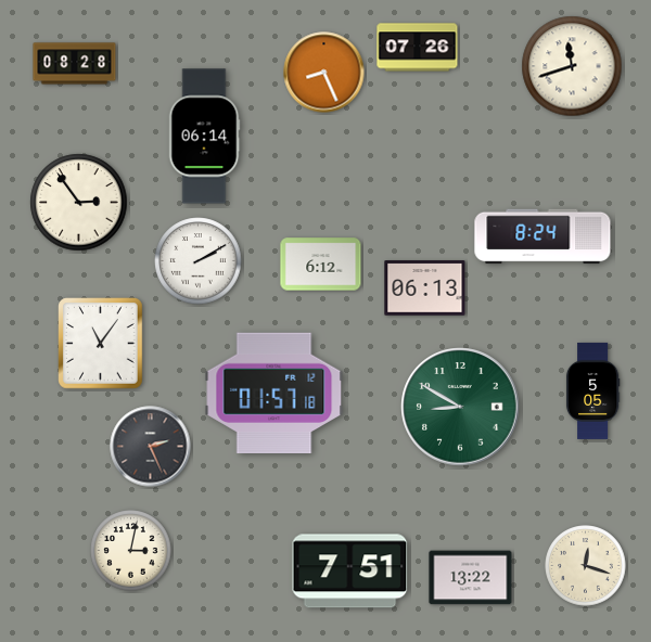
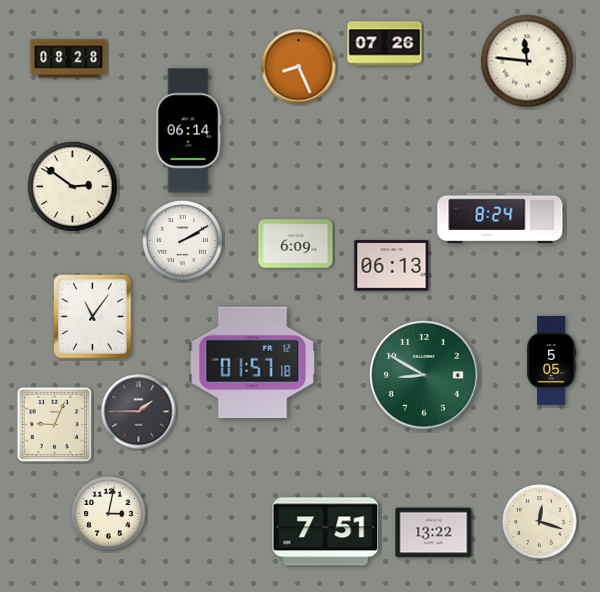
clock at (572, 66): 11:42 -> 11:46
clock at (204, 137) position: (204, 137) -> (188, 131)
clock at (79, 203): 2:54 -> 2:51
clock at (321, 265): 6:12 -> 6:09
clock at (592, 390) position: (592, 390) -> (551, 360)
clock at (151, 447): 2:26 -> 1:45
clock at (55, 425): none -> 9:04
clock at (131, 551) position: (131, 551) -> (109, 514)
clock at (350, 572) position: (350, 572) -> (326, 532)
